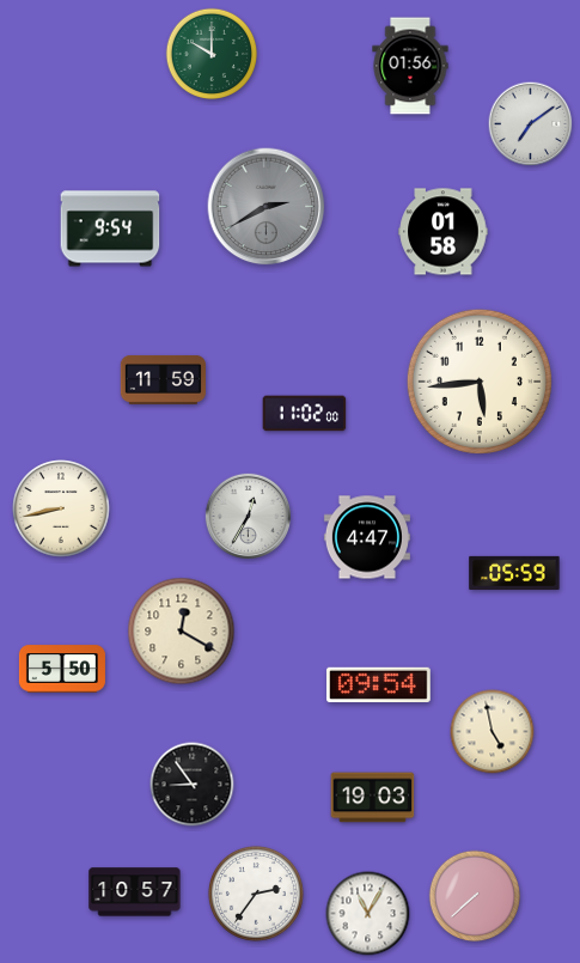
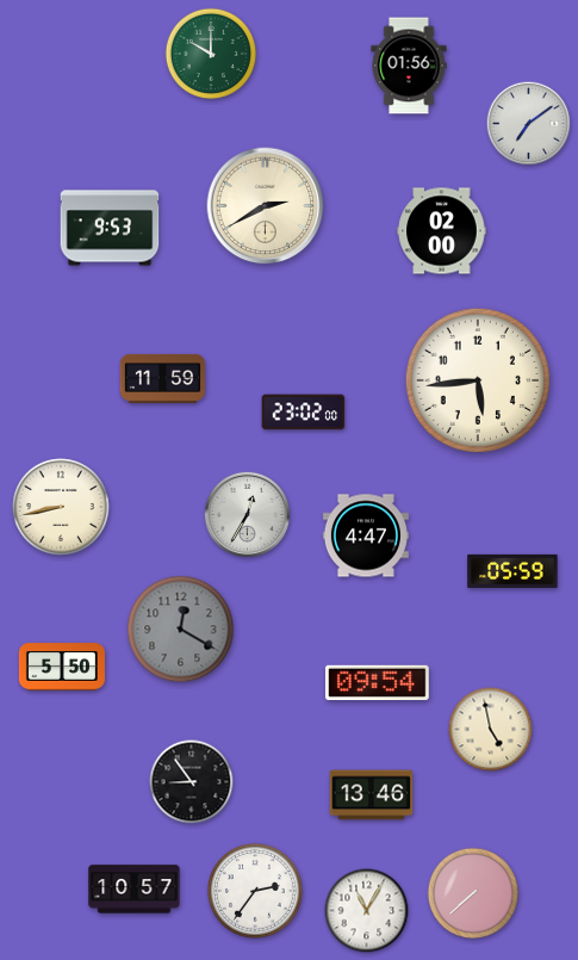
clock at (267, 207) dial: grey -> cream
clock at (110, 228): 9:54 -> 9:53
clock at (444, 232): 01:58 -> 02:00
clock at (305, 414): 11:02 -> 23:02
clock at (182, 632) dial: cream -> grey
clock at (373, 798): 19:03 -> 13:46
